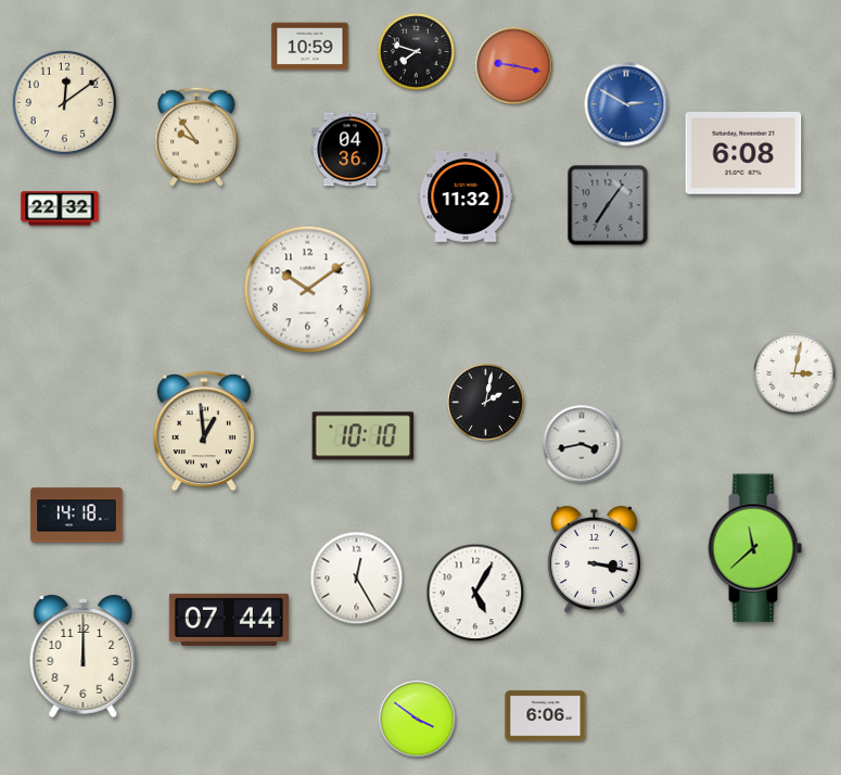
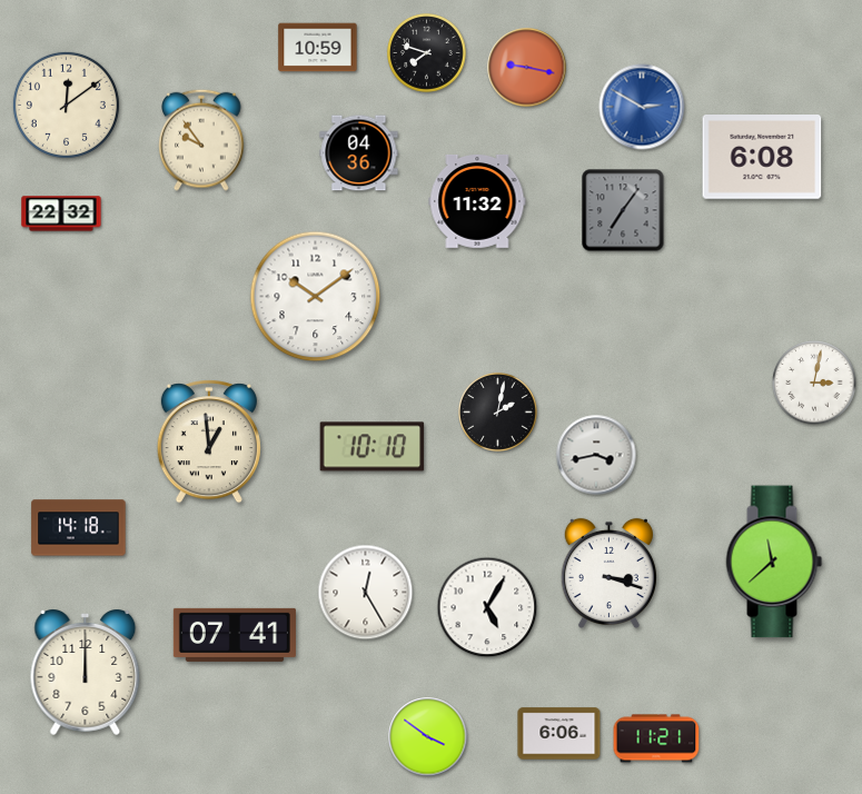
clock at (594, 560): 3:17 -> 3:18
clock at (229, 620): 07:44 -> 07:41
clock at (656, 738): none -> 11:21
